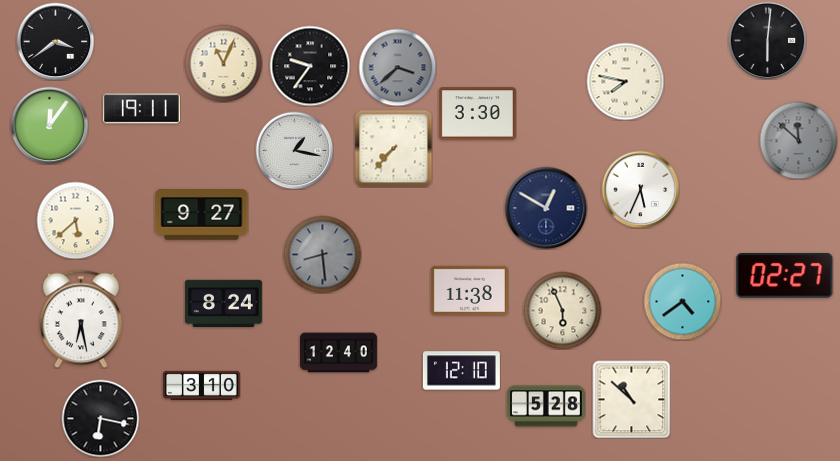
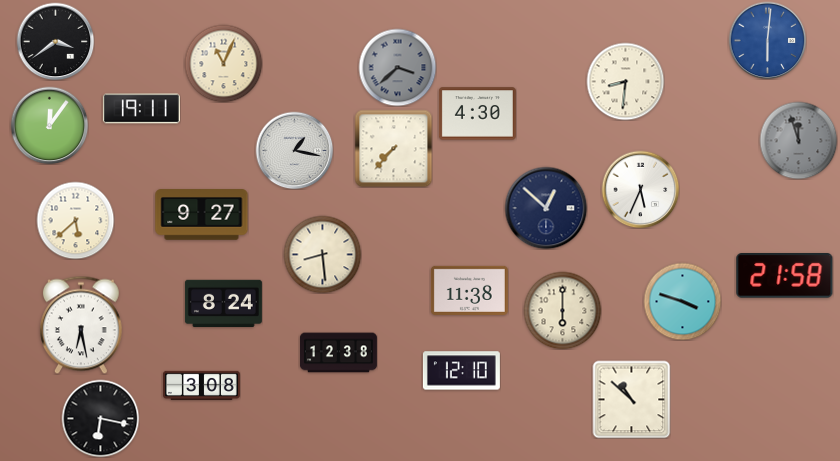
clock at (767, 40) dial: black -> blue
clock at (310, 66): 9:36 -> none
clock at (625, 81): 7:47 -> 8:31
clock at (477, 114): 3:30 -> 4:30
clock at (798, 140): 11:52 -> 11:57
clock at (546, 208): 12:50 -> 12:52
clock at (322, 254) dial: grey -> cream
clock at (785, 276): 02:27 -> 21:58
clock at (682, 301): 4:39 -> 3:48
clock at (562, 310): 5:56 -> 6:00
clock at (81, 319) position: (81, 319) -> (81, 325)
clock at (338, 353): 12:40 -> 12:38
clock at (201, 385): 3:10 -> 3:08
clock at (546, 406): 5:28 -> none
